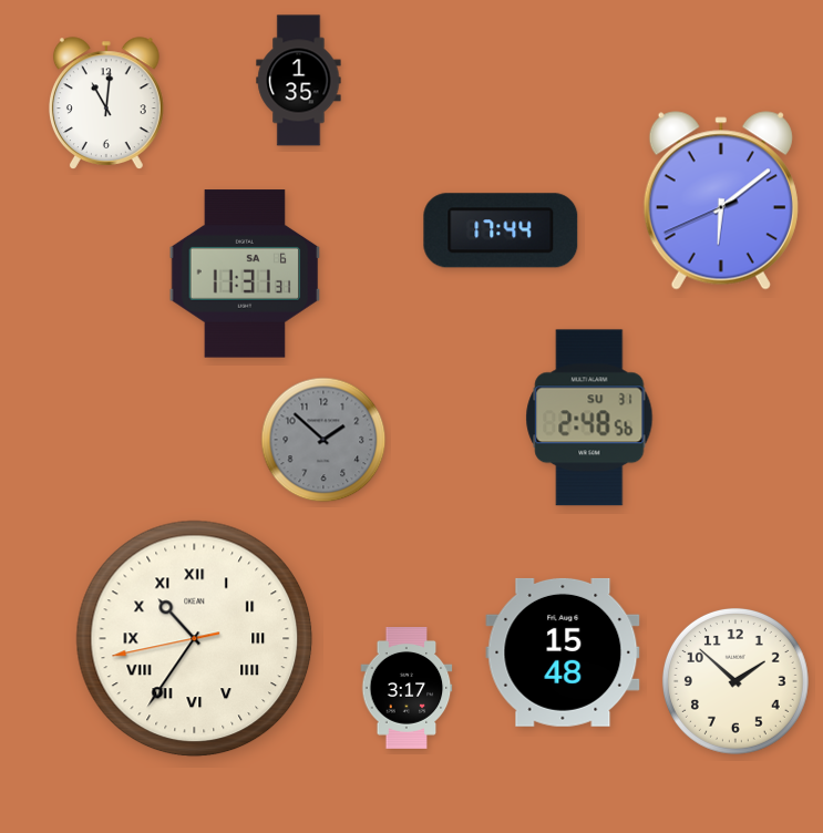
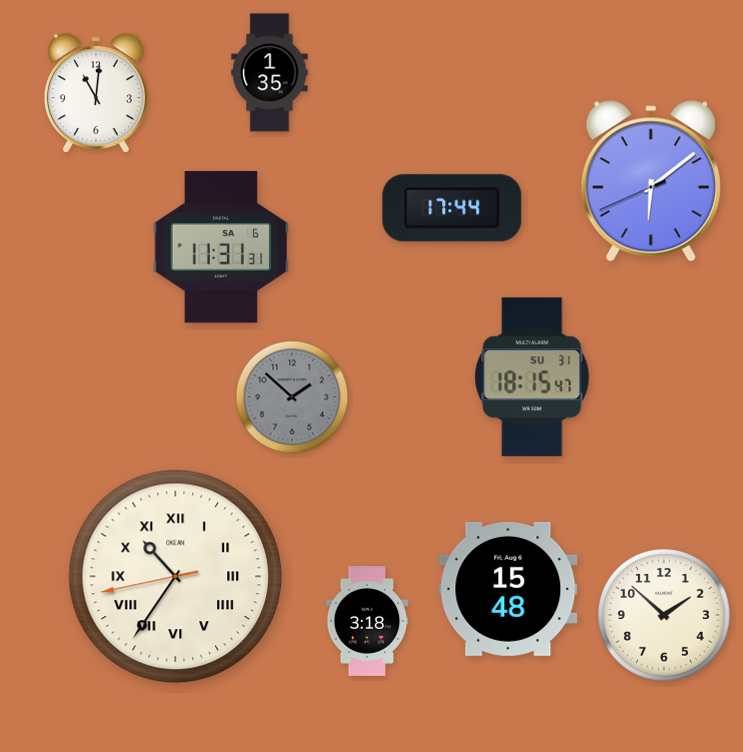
clock at (589, 418): 2:48 -> 18:15
clock at (407, 689): 3:17 -> 3:18
